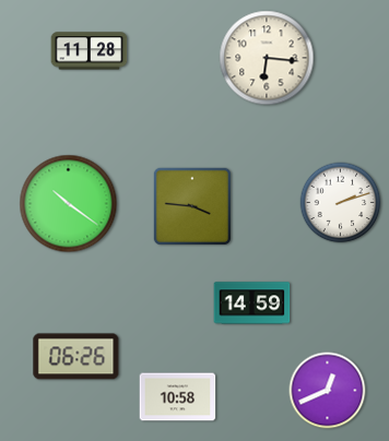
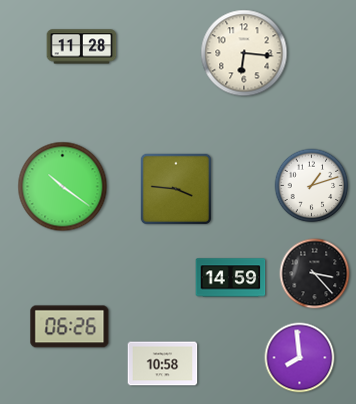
clock at (341, 203): 2:12 -> 1:12
clock at (315, 274): none -> 3:23
clock at (328, 391): 12:41 -> 7:59
